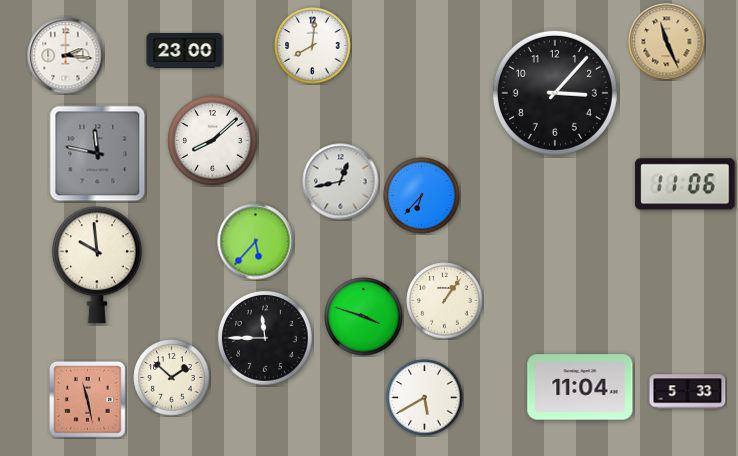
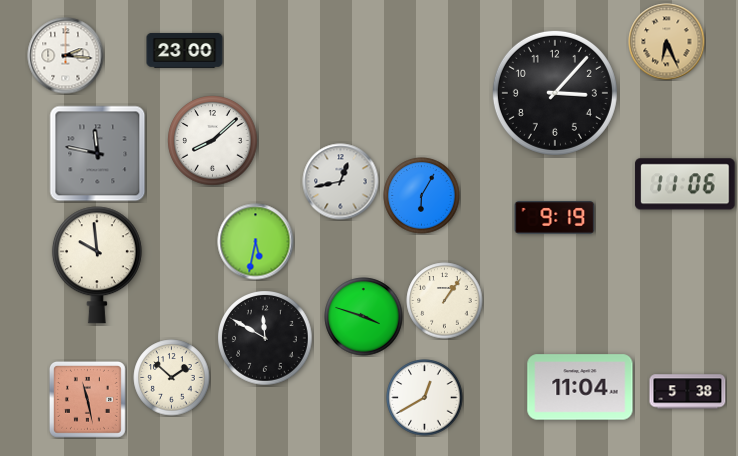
clock at (667, 42): 11:26 -> 6:26
clock at (313, 46): 8:01 -> none
clock at (422, 196): 6:37 -> 6:05
clock at (555, 218): none -> 9:19
clock at (256, 242): 5:37 -> 5:32
clock at (265, 338): 11:45 -> 11:50
clock at (688, 392): 5:33 -> 5:38
clock at (425, 398): 5:40 -> 12:40
